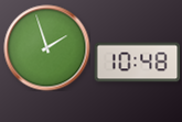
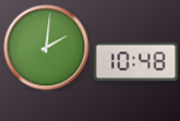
clock at (46, 47): 1:57 -> 2:01
